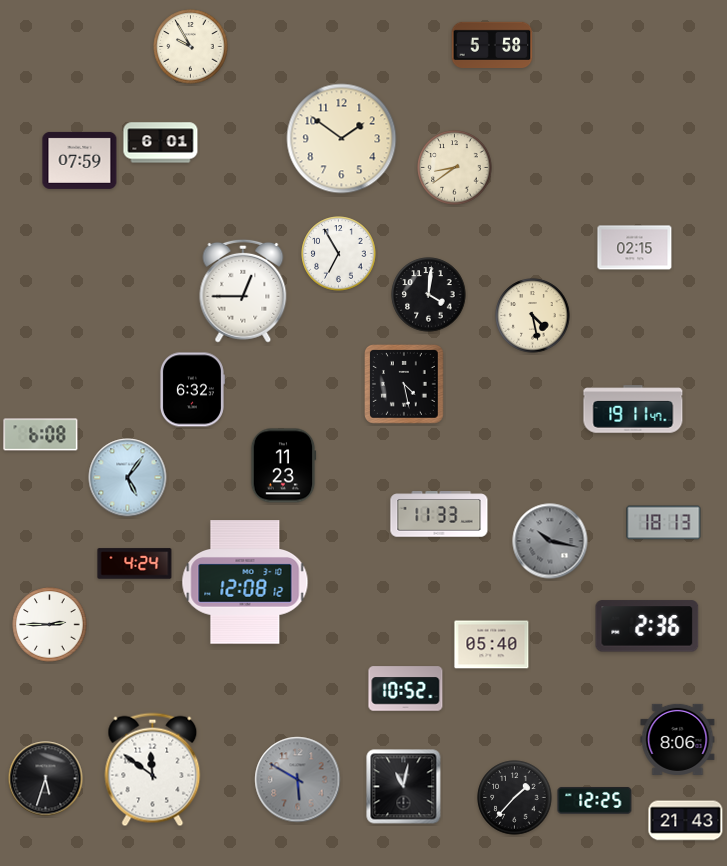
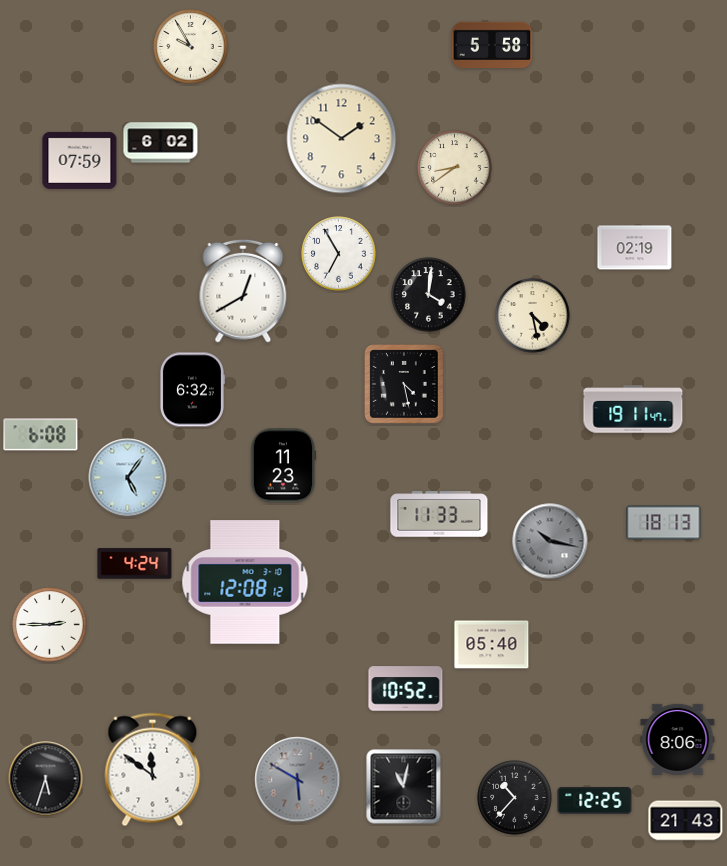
clock at (161, 143): 6:01 -> 6:02
clock at (635, 248): 02:15 -> 02:19
clock at (243, 291): 12:45 -> 12:40
clock at (647, 626): 2:36 -> none
clock at (515, 798): 1:37 -> 10:37
